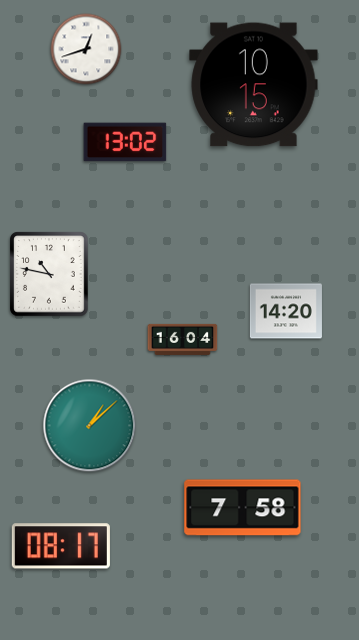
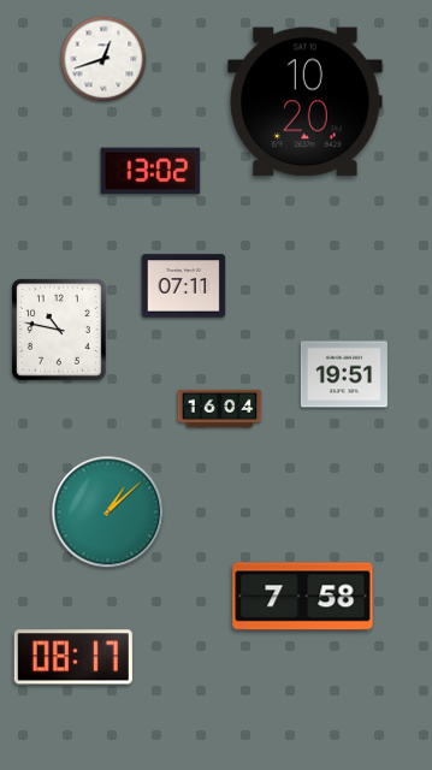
clock at (254, 85): 10:15 -> 10:20
clock at (184, 286): none -> 07:11
clock at (286, 311): 14:20 -> 19:51
clock at (243, 508) position: (243, 508) -> (303, 597)
